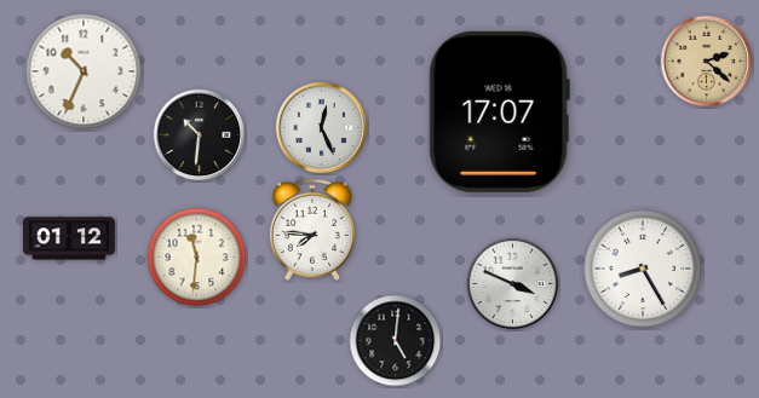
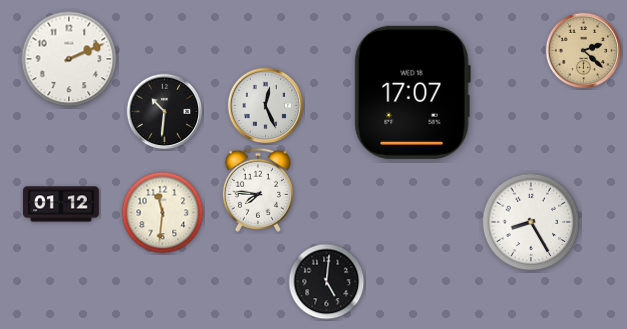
clock at (84, 71): 10:34 -> 2:11
clock at (69, 238) position: (69, 238) -> (61, 204)
clock at (513, 284): 3:49 -> none
